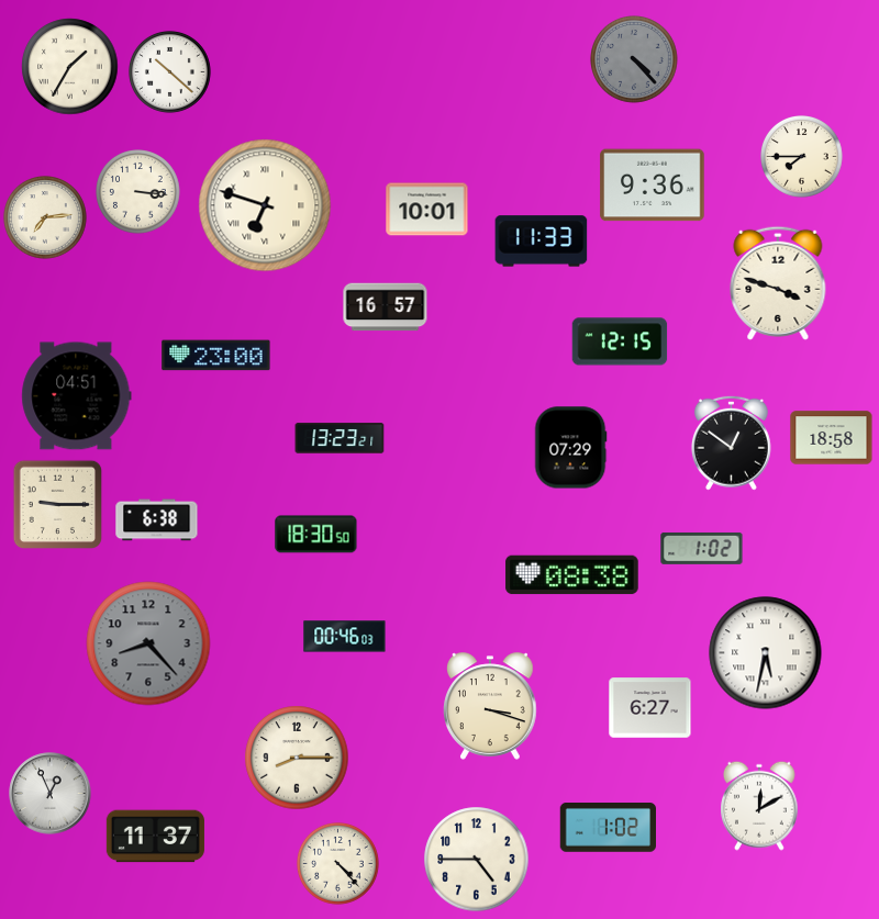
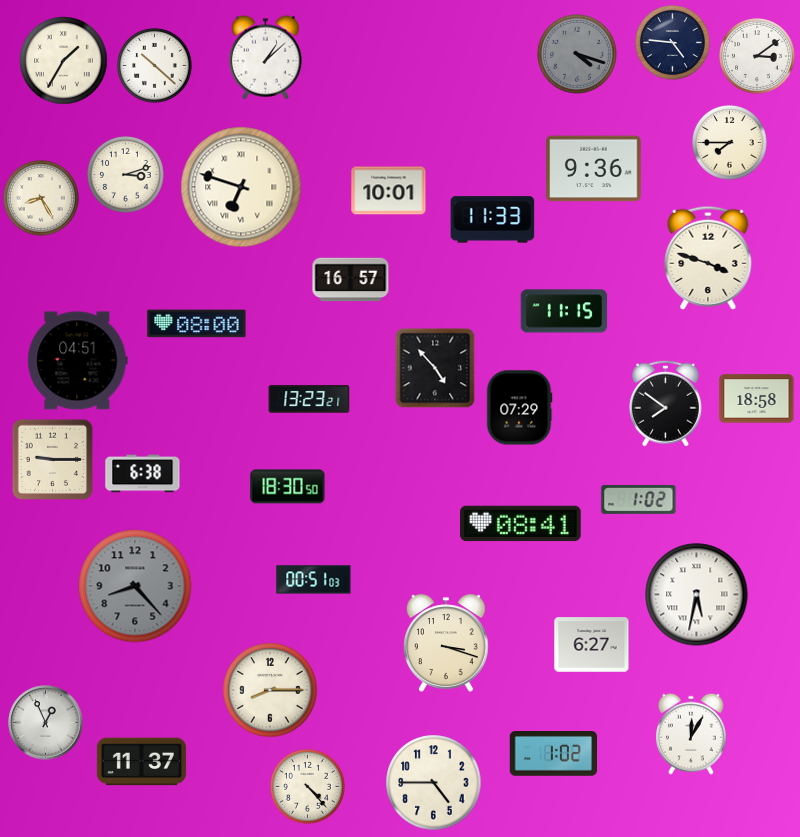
clock at (673, 43): none -> 4:46
clock at (634, 59): 4:23 -> 4:18
clock at (758, 57): none -> 3:09
clock at (266, 58): none -> 1:08
clock at (138, 192): 3:16 -> 3:12
clock at (46, 218): 7:14 -> 8:25
clock at (620, 341): 12:15 -> 11:15
clock at (216, 356): 23:00 -> 08:00
clock at (77, 396) position: (77, 396) -> (78, 361)
clock at (435, 368): none -> 4:53
clock at (731, 442): 12:51 -> 7:51
clock at (572, 575): 08:38 -> 08:41
clock at (345, 637): 00:46 -> 00:51
clock at (760, 806): 12:10 -> 12:05
